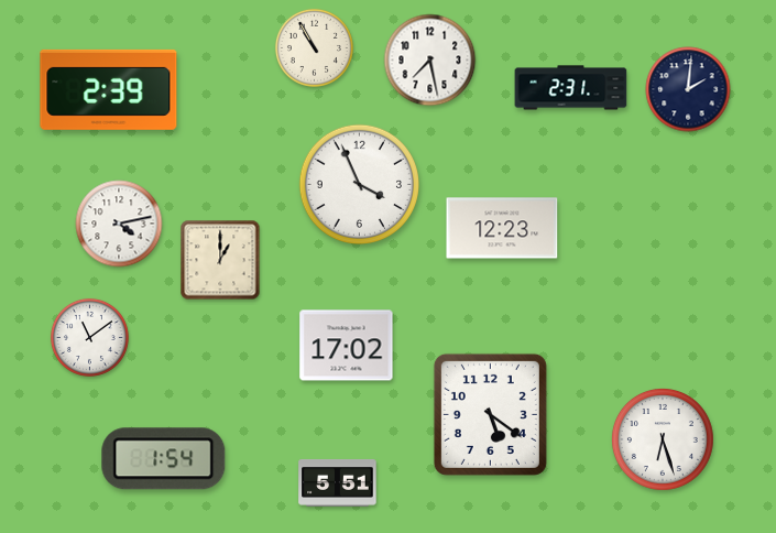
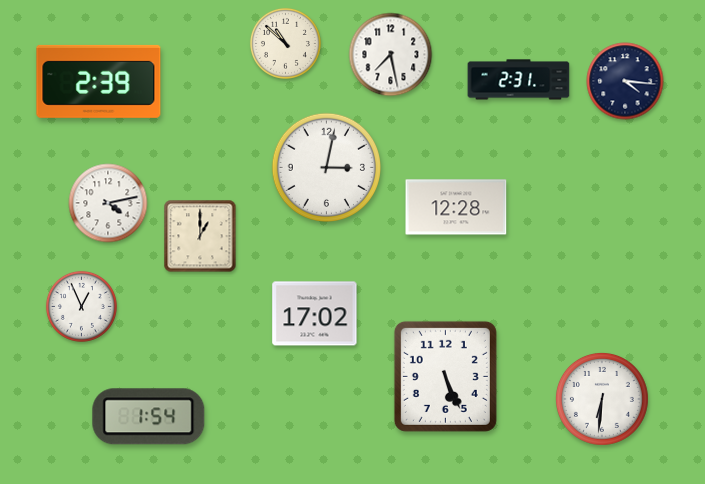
clock at (314, 47): 10:55 -> 10:52
clock at (688, 89): 2:01 -> 4:16
clock at (359, 184): 3:56 -> 3:02
clock at (502, 228): 12:23 -> 12:28
clock at (89, 337): 11:09 -> 12:56
clock at (490, 414): 5:21 -> 5:26
clock at (663, 439): 6:27 -> 6:31
clock at (338, 482): 5:51 -> none
